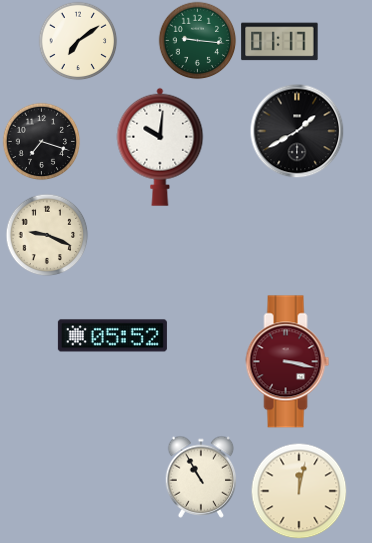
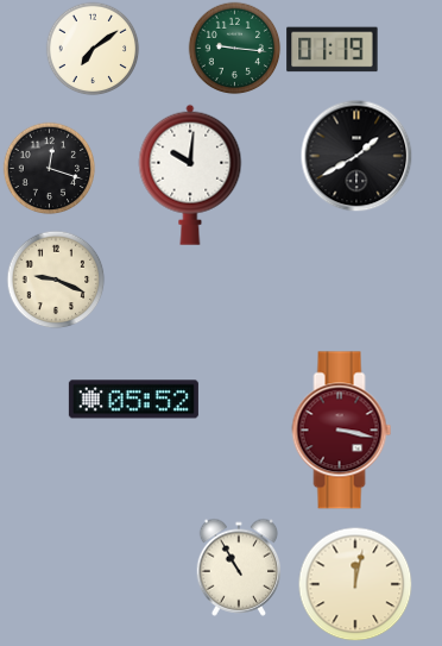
clock at (280, 42): 01:17 -> 01:19
clock at (297, 131) position: (297, 131) -> (356, 156)
clock at (41, 141): 7:18 -> 12:18
